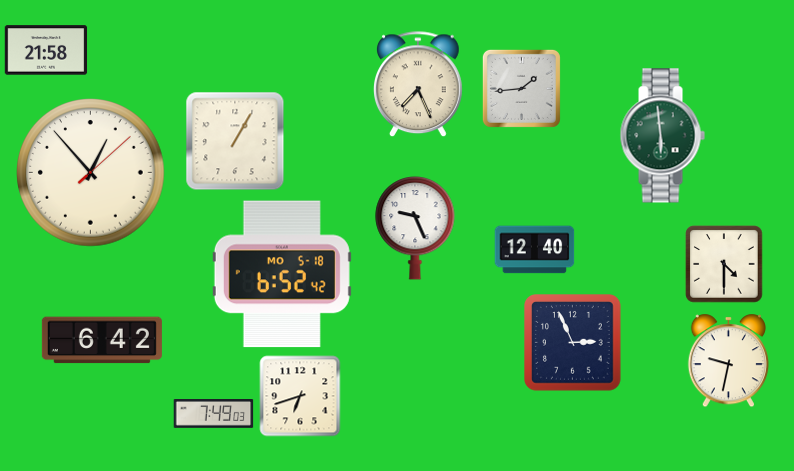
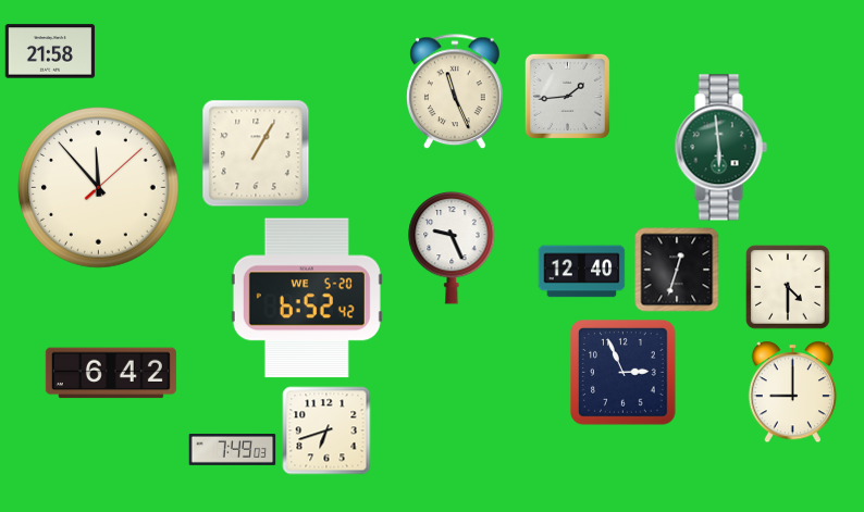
clock at (46, 50) position: (46, 50) -> (50, 51)
clock at (419, 85): 7:26 -> 11:26
clock at (91, 173): 12:53 -> 11:53
clock at (677, 270): none -> 12:33
clock at (282, 274) date: MO 5-18 -> WE 5-20
clock at (102, 340) position: (102, 340) -> (111, 373)
clock at (728, 361): 9:32 -> 9:00
